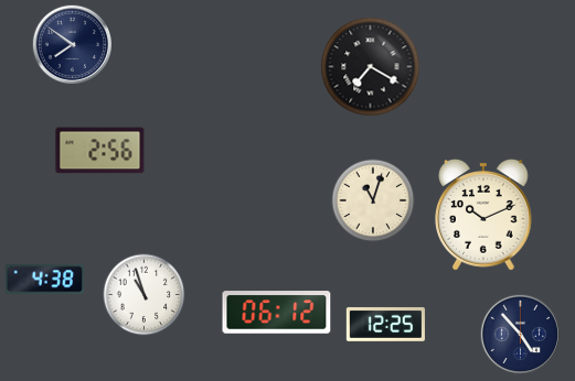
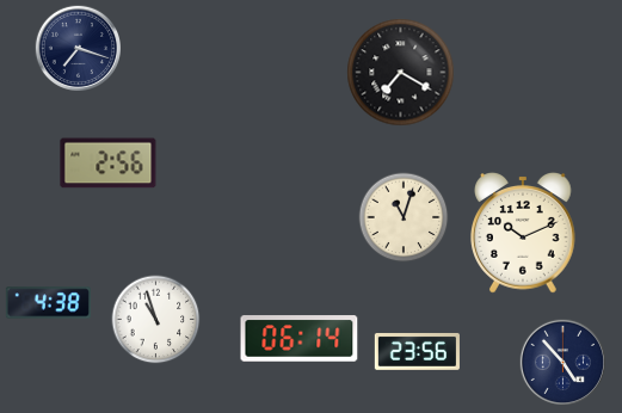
clock at (72, 44): 7:51 -> 7:18
clock at (277, 313): 06:12 -> 06:14
clock at (385, 324): 12:25 -> 23:56
